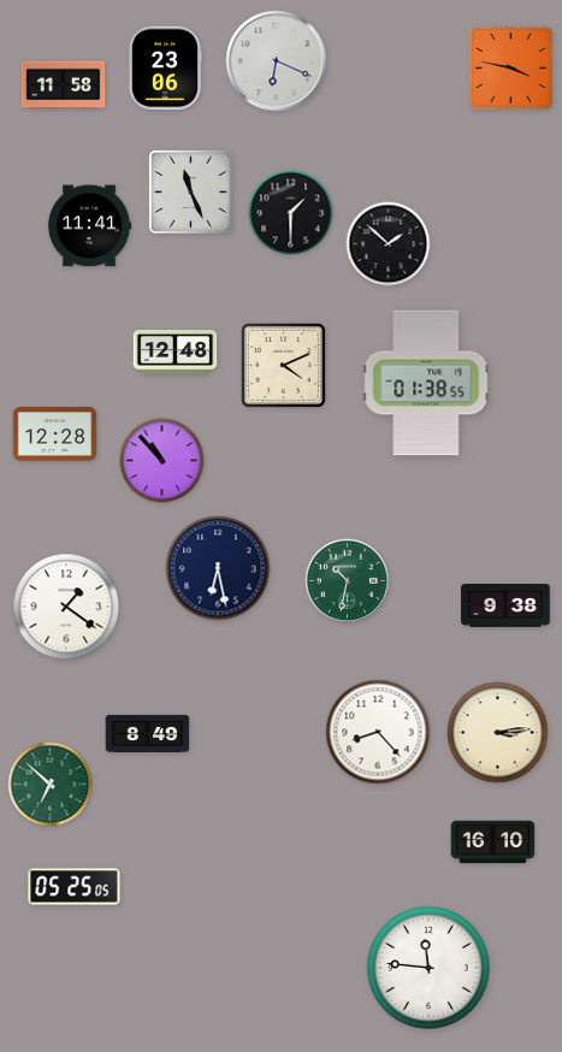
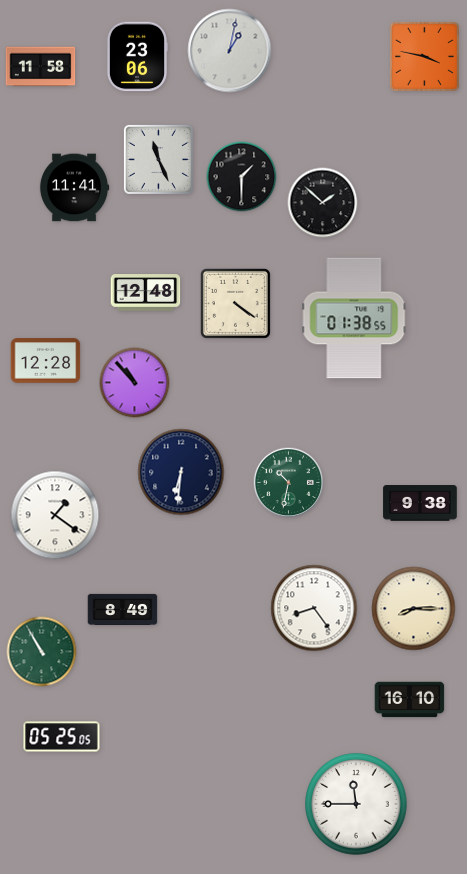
clock at (277, 61): 6:19 -> 1:02
clock at (64, 85) position: (64, 85) -> (41, 67)
clock at (283, 365): 4:11 -> 4:21
clock at (218, 568): 6:28 -> 6:31
clock at (66, 607) position: (66, 607) -> (55, 515)
clock at (378, 732): 8:23 -> 8:24
clock at (498, 733): 3:14 -> 8:15
clock at (51, 785): 6:52 -> 10:55
clock at (428, 968): 11:46 -> 11:45
